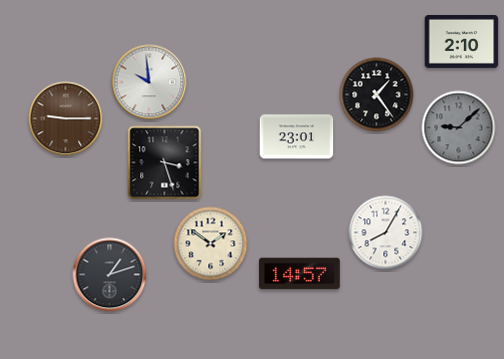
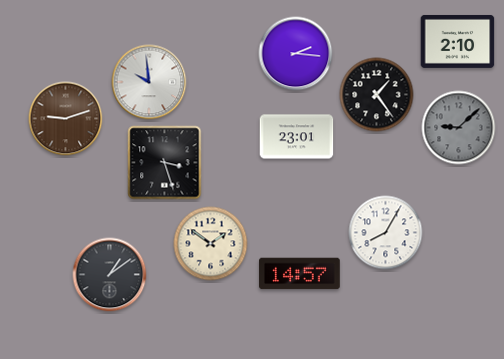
clock at (462, 41) position: (462, 41) -> (458, 41)
clock at (296, 54): none -> 2:16
clock at (66, 119): 9:15 -> 9:12
clock at (110, 275): 1:12 -> 1:09
